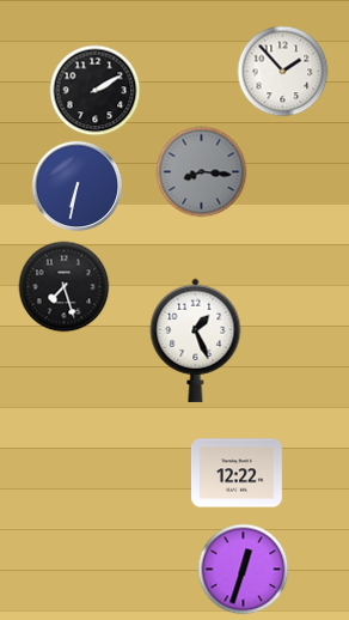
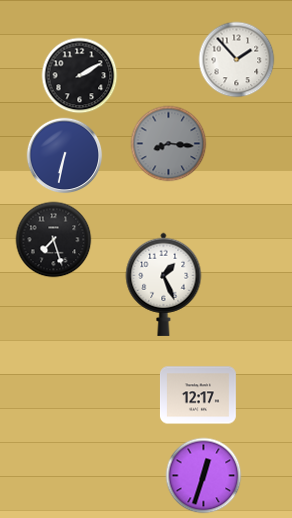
clock at (237, 473): 12:22 -> 12:17
